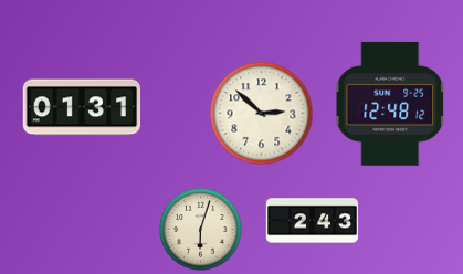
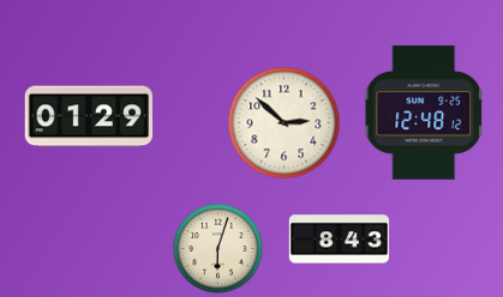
clock at (82, 107): 01:31 -> 01:29
clock at (313, 221): 2:43 -> 8:43
